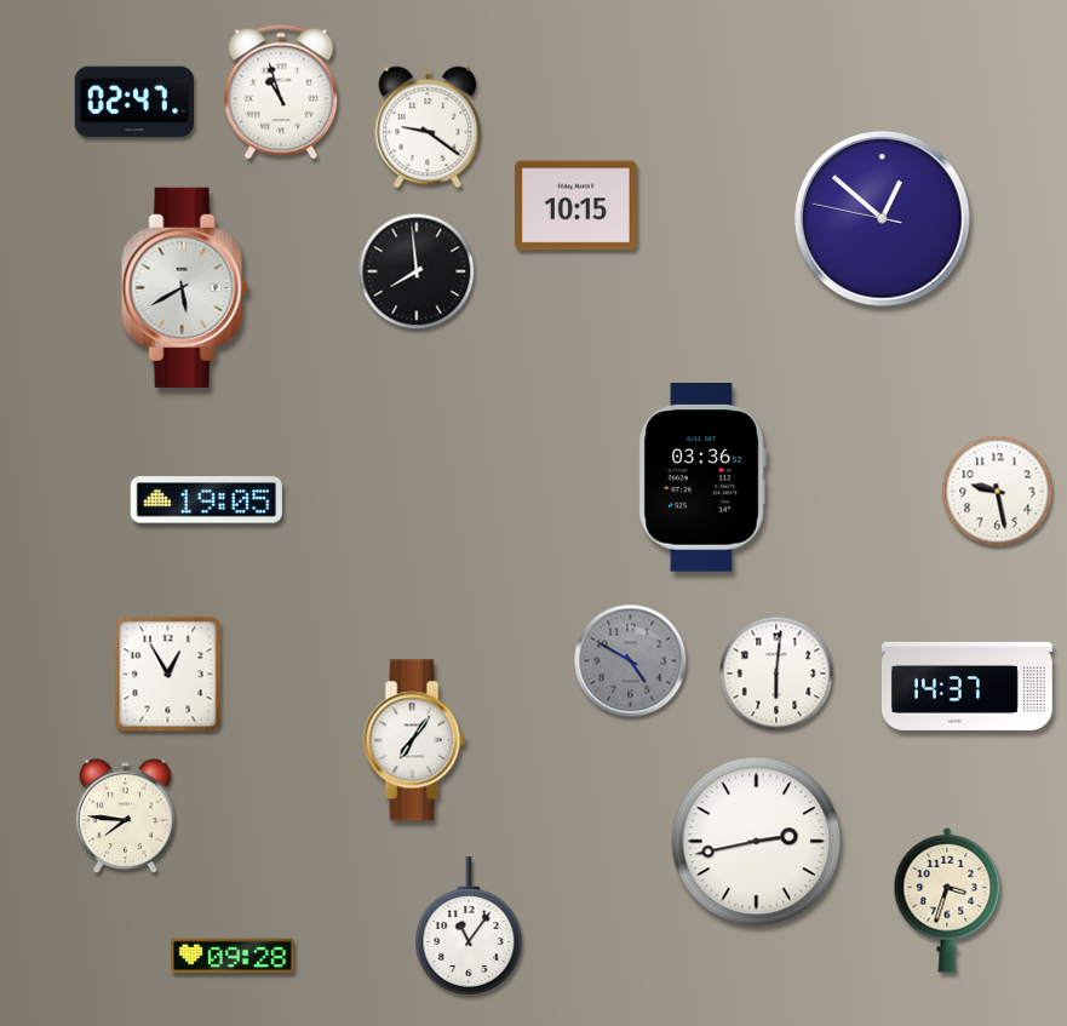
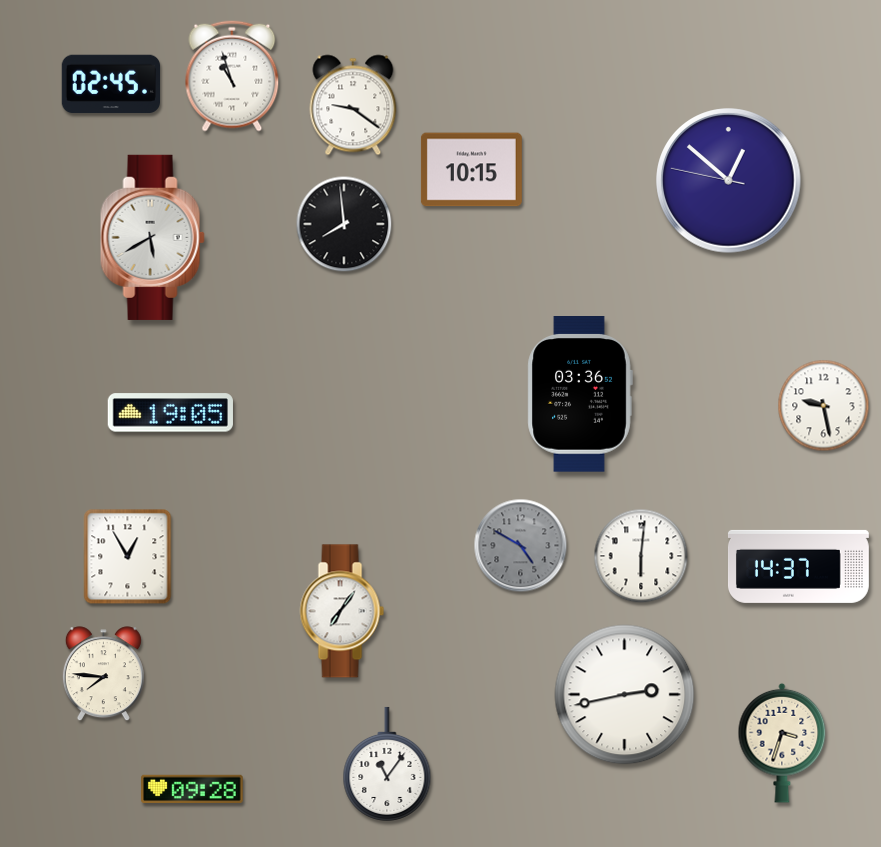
clock at (133, 102): 02:47 -> 02:45
clock at (575, 206) position: (575, 206) -> (471, 170)
clock at (168, 675) position: (168, 675) -> (128, 557)
